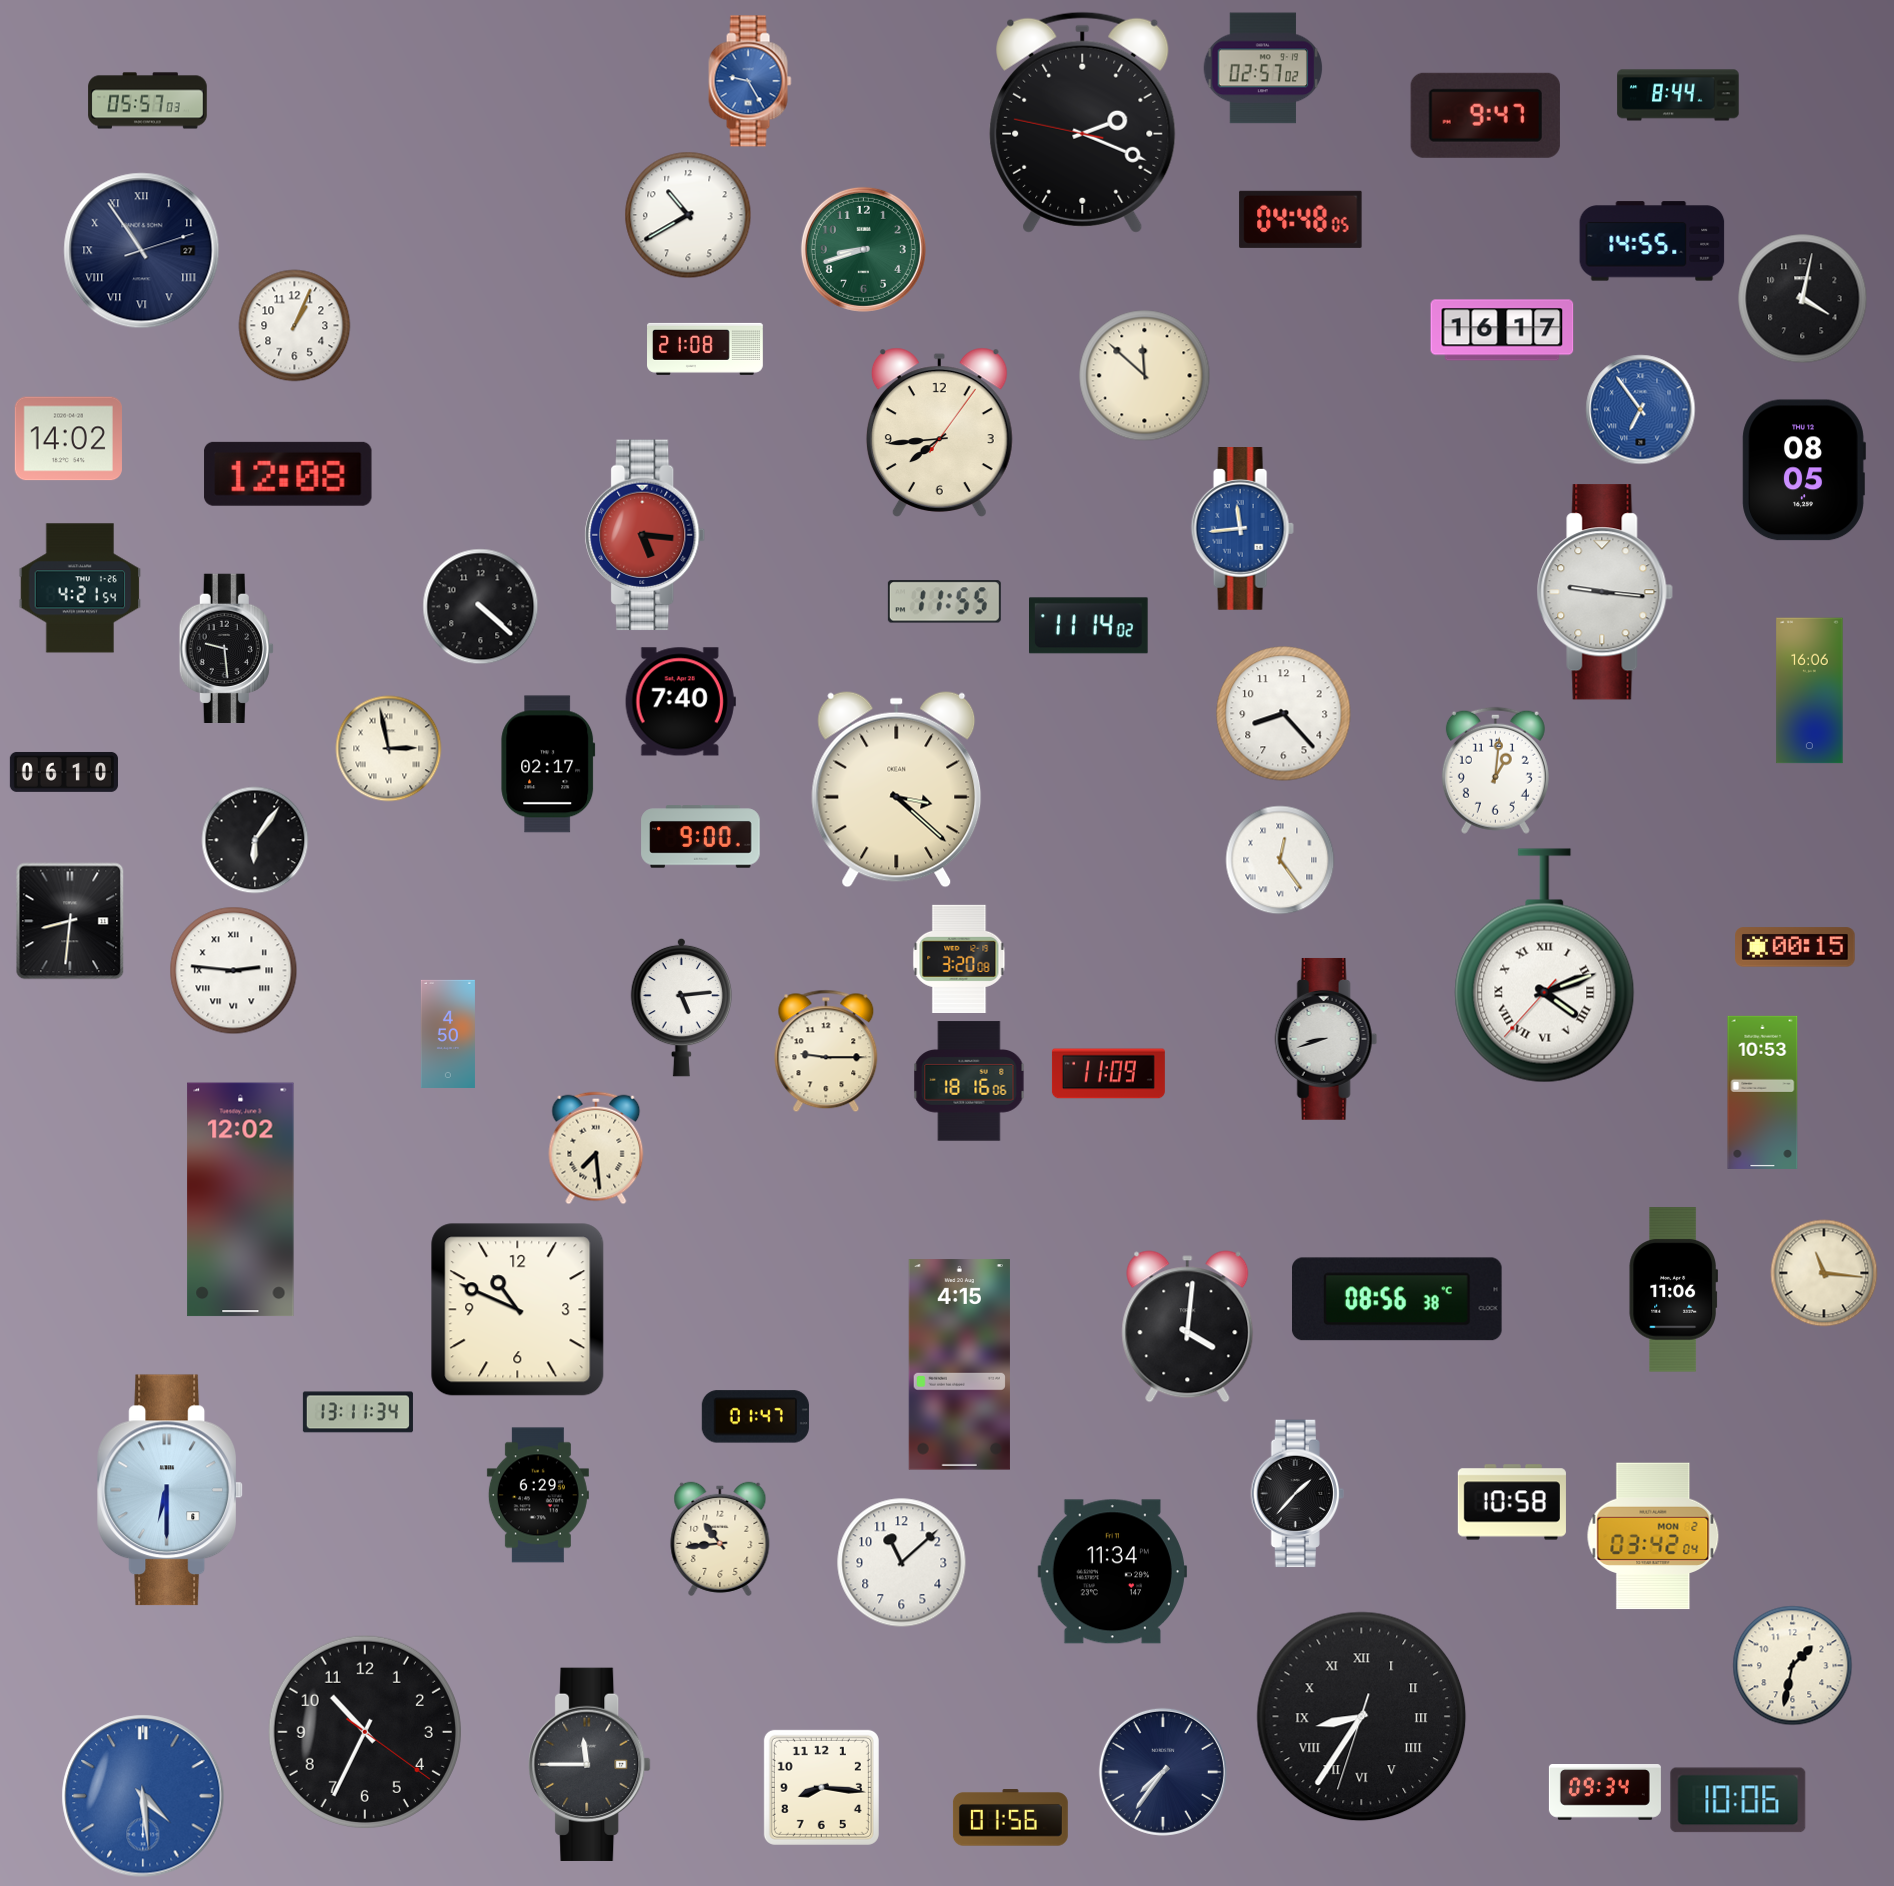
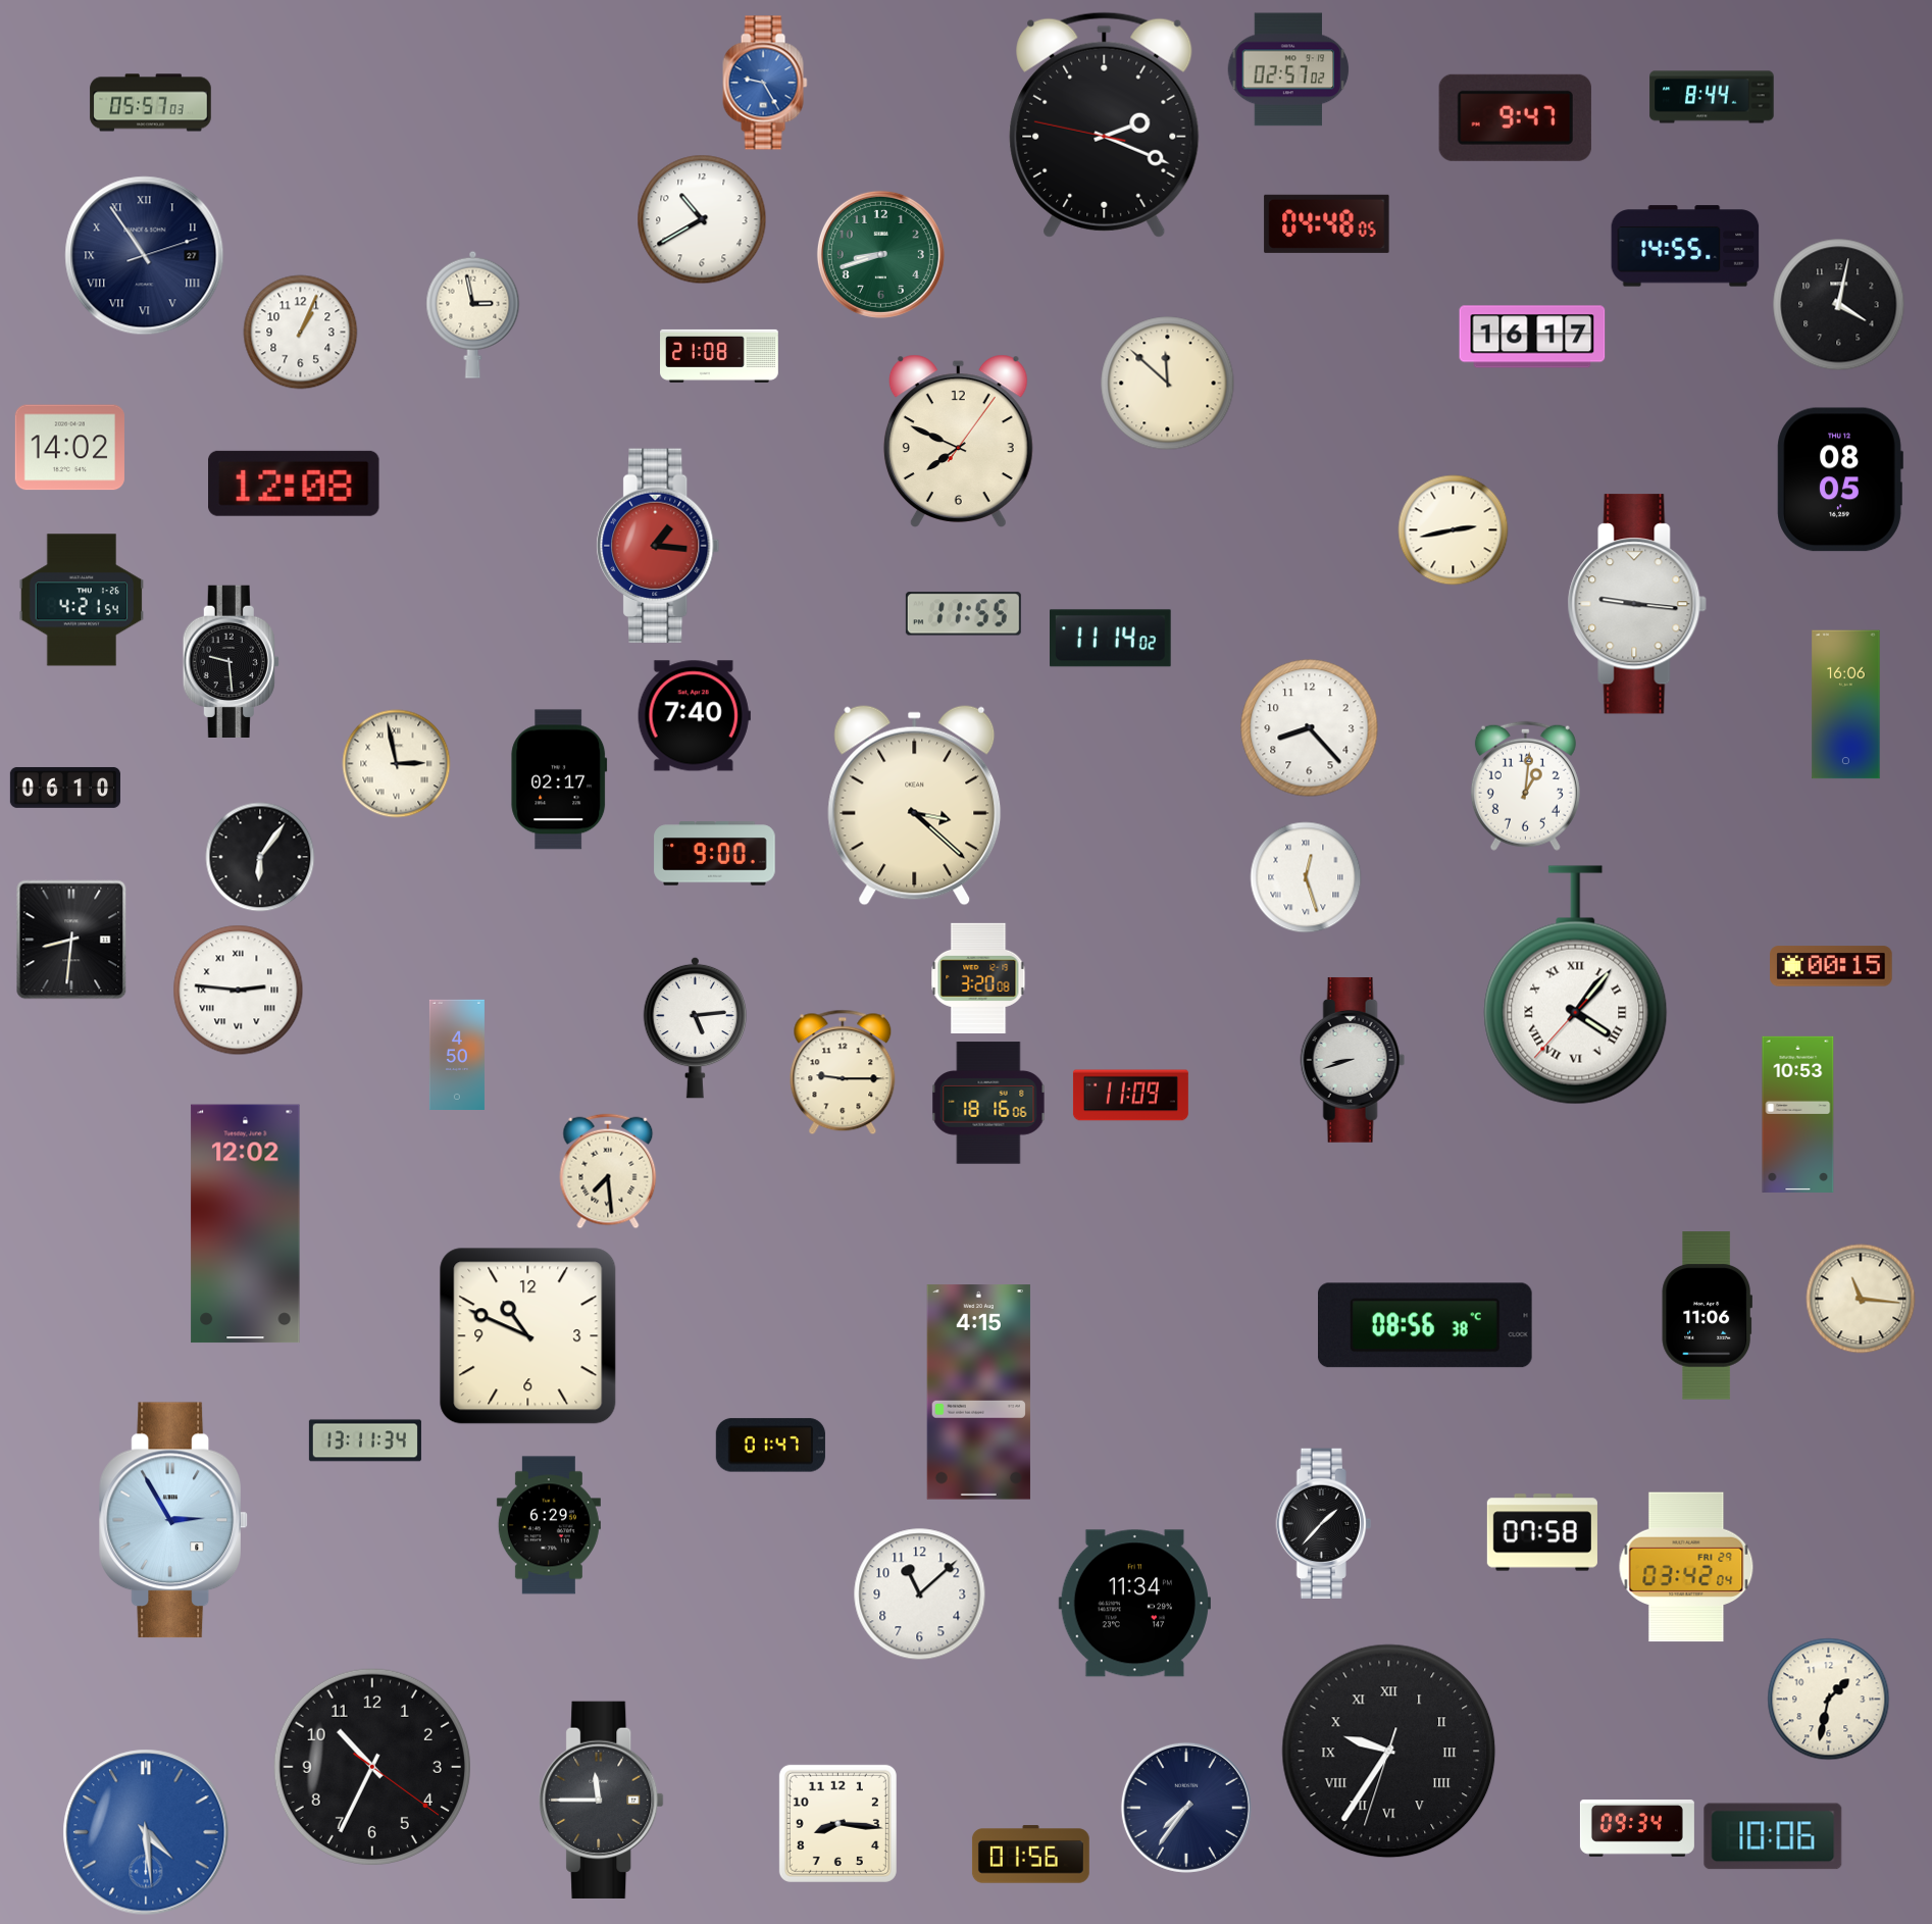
clock at (473, 314): none -> 2:58
clock at (1641, 410): 6:54 -> none
clock at (939, 432): 7:44 -> 7:49
clock at (1454, 530): none -> 2:43
clock at (1242, 529): 11:44 -> none
clock at (645, 535): 5:16 -> 1:16
clock at (481, 607): 4:22 -> none
clock at (1280, 860): 12:24 -> 12:27
clock at (1545, 966): 4:11 -> 4:06
clock at (1188, 1327): 4:01 -> none
clock at (170, 1490): 6:30 -> 2:55
clock at (1512, 1502): 10:58 -> 07:58
clock at (1653, 1536) date: MON 2 -> FRI 29
clock at (720, 1539): 10:44 -> none
clock at (1362, 1717): 8:35 -> 9:35
